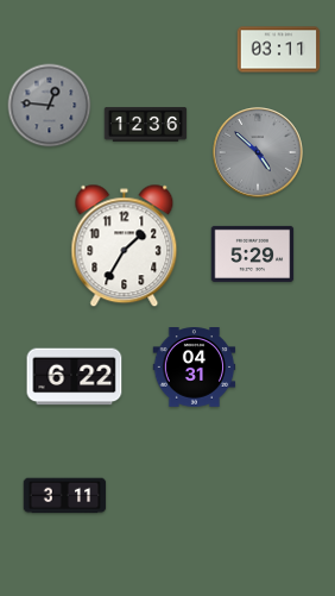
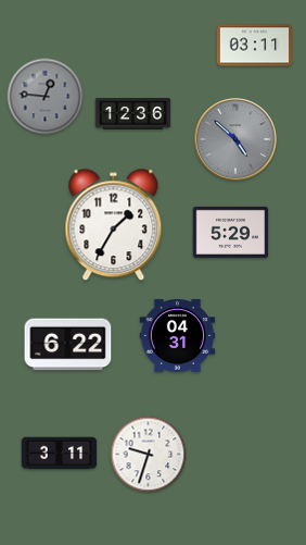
clock at (149, 455): none -> 9:33
